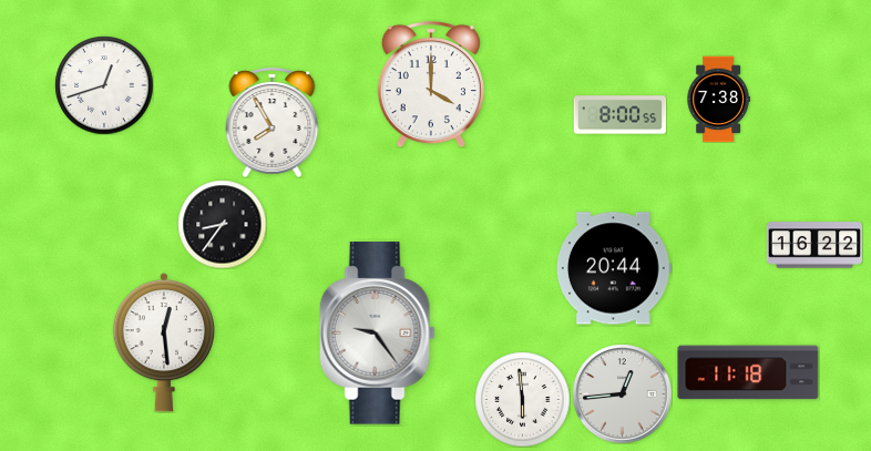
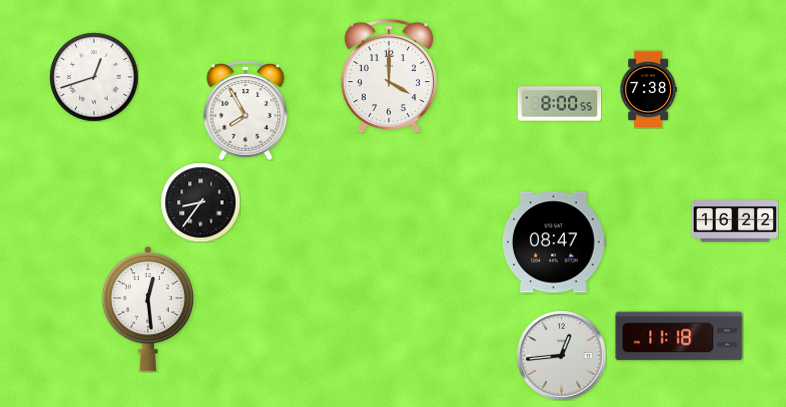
clock at (615, 268): 20:44 -> 08:47
clock at (377, 334): 9:24 -> none
clock at (748, 372) position: (748, 372) -> (679, 336)
clock at (522, 399): 5:59 -> none
